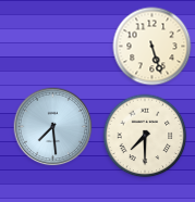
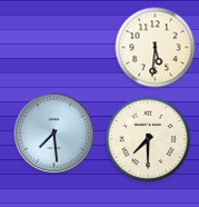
clock at (153, 47): 5:27 -> 5:31
clock at (53, 127) position: (53, 127) -> (54, 134)
